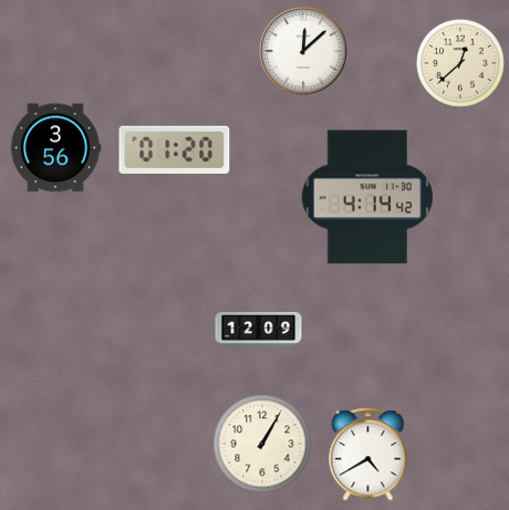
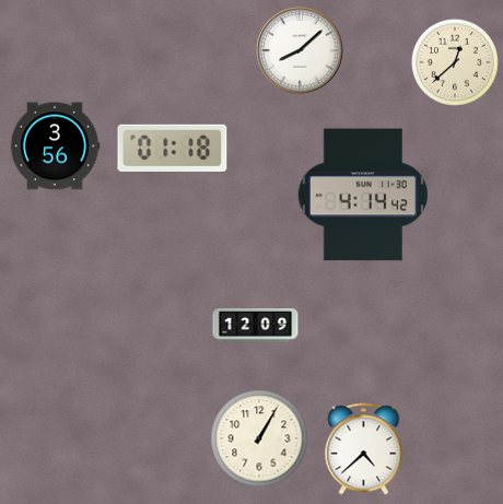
clock at (303, 51): 12:08 -> 8:08
clock at (175, 149): 01:20 -> 01:18
clock at (368, 455): 4:40 -> 4:38
